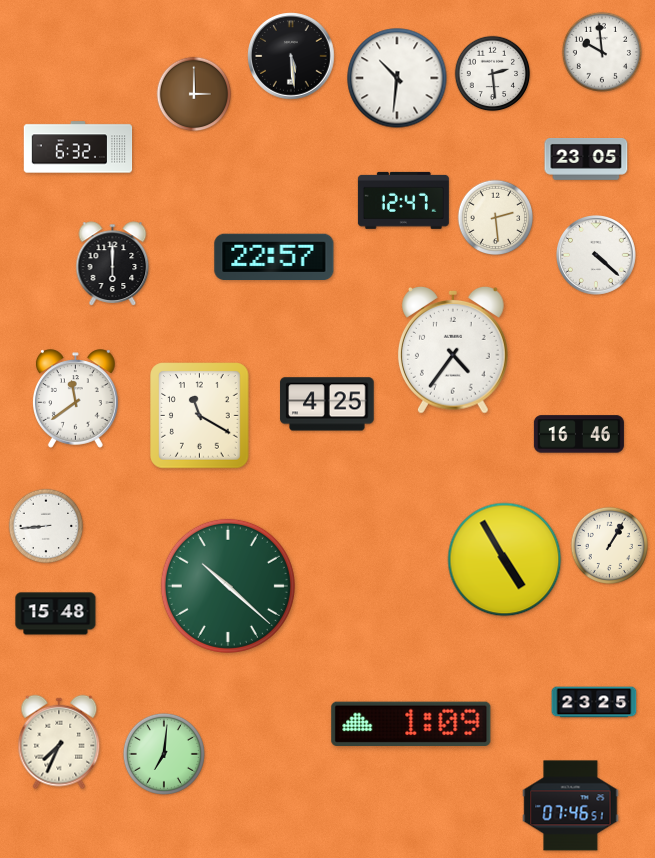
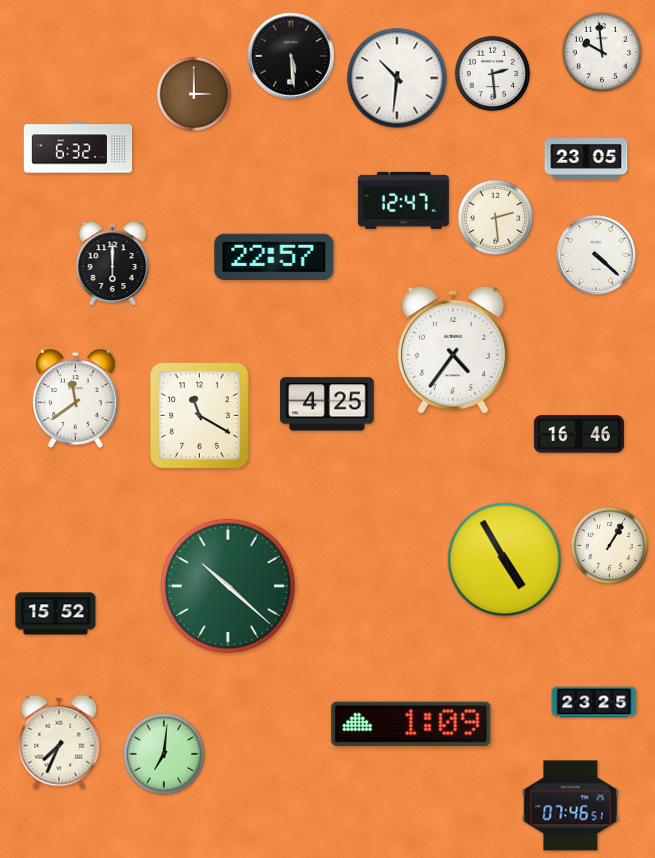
clock at (46, 526): 8:44 -> none
clock at (56, 614): 15:48 -> 15:52
